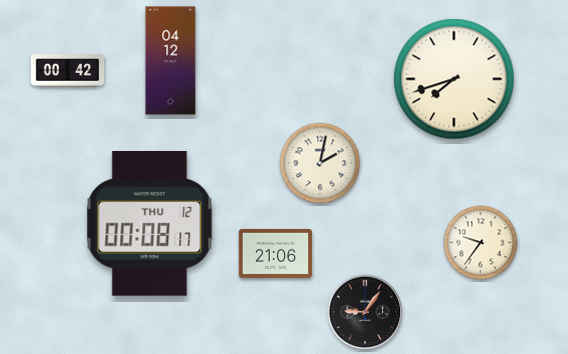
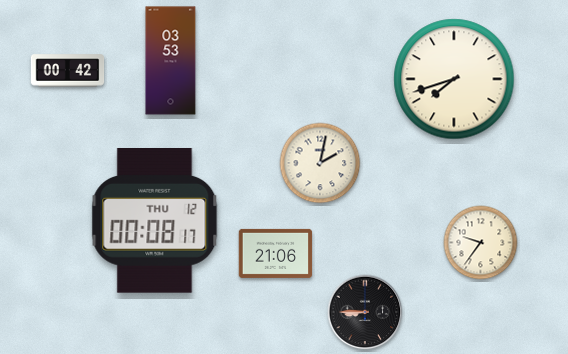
clock at (171, 61): 04:12 -> 03:53
clock at (150, 224) position: (150, 224) -> (155, 221)
clock at (365, 312): 9:06 -> 8:45
